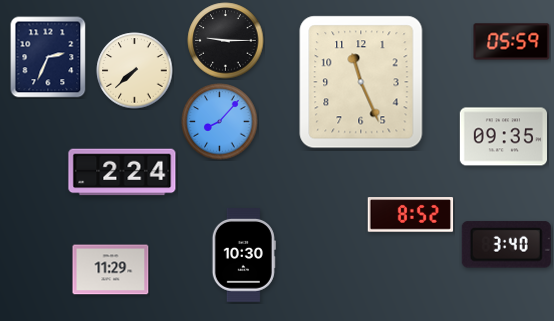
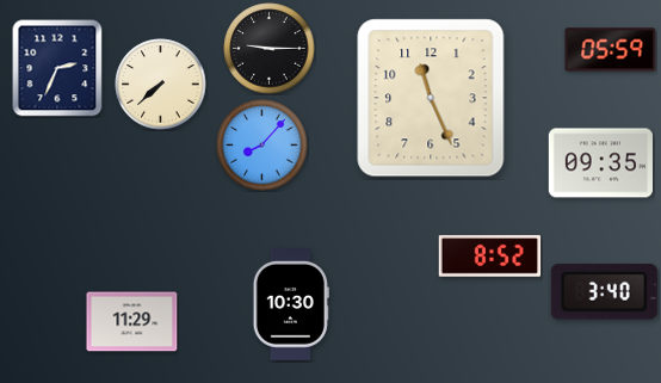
clock at (122, 172): 2:24 -> none
